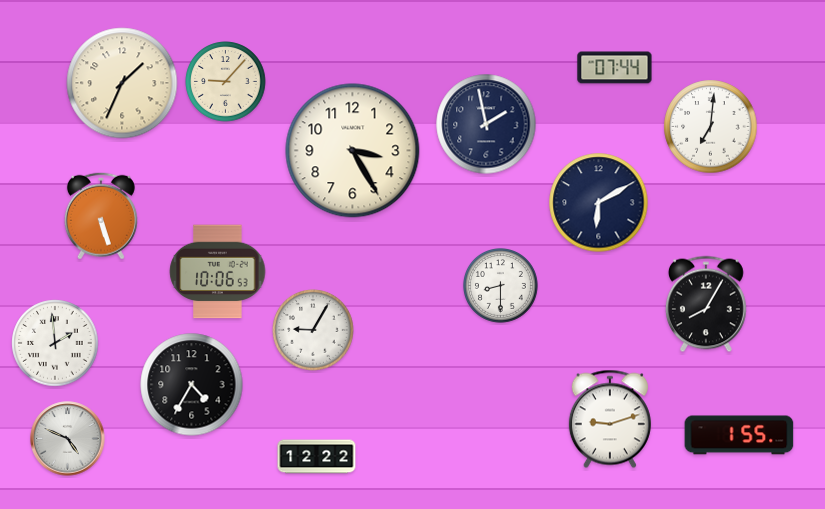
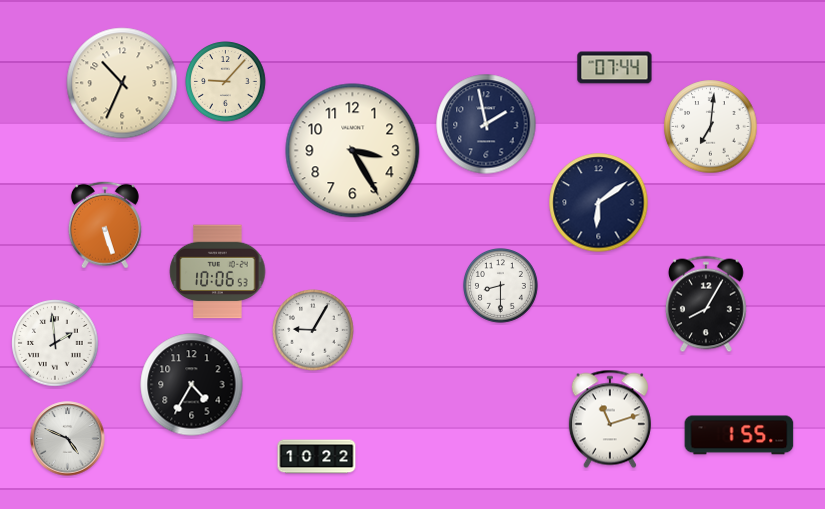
clock at (122, 83): 1:34 -> 10:34
clock at (599, 203): 6:10 -> 6:09
clock at (101, 216) position: (101, 216) -> (105, 225)
clock at (610, 419): 9:12 -> 11:12
clock at (317, 457): 12:22 -> 10:22
